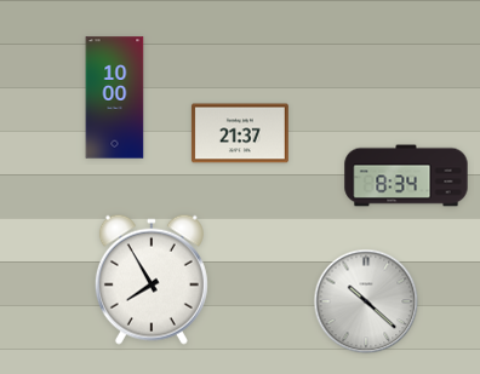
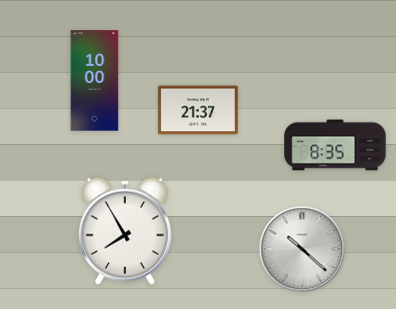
clock at (406, 176): 8:34 -> 8:35
